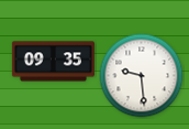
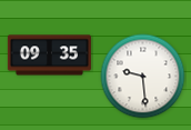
clock at (53, 62) position: (53, 62) -> (49, 56)
